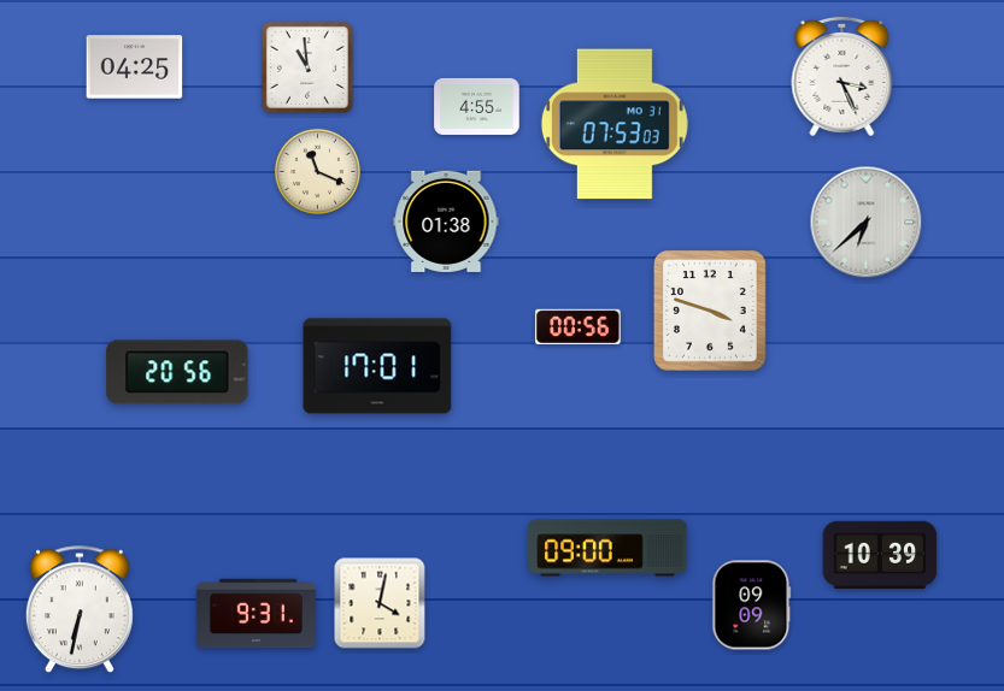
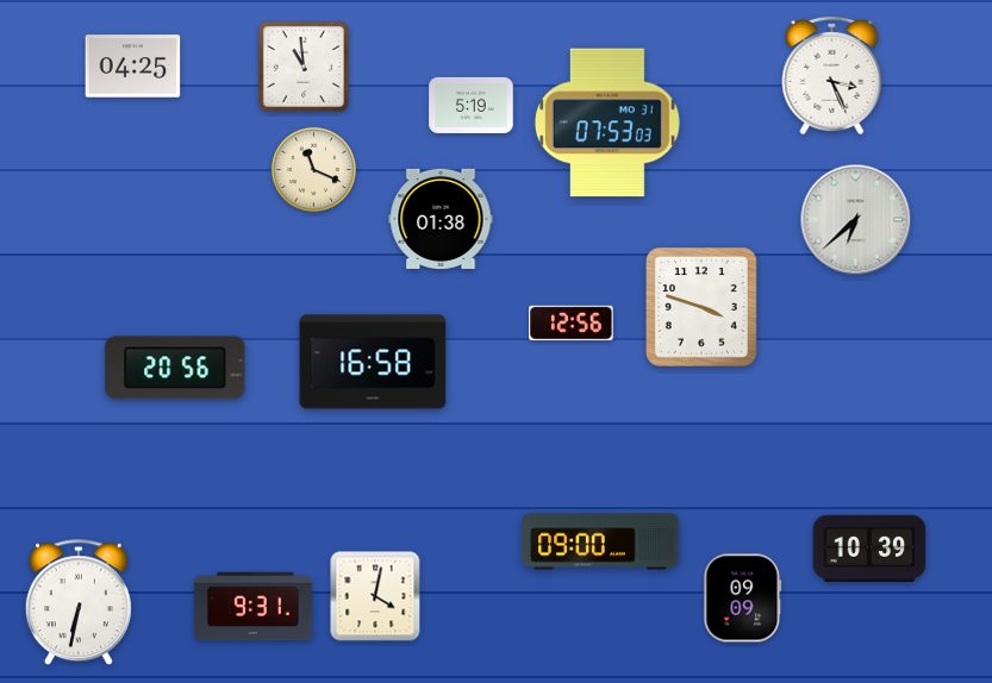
clock at (477, 106): 4:55 -> 5:19
clock at (579, 326): 00:56 -> 12:56
clock at (377, 366): 17:01 -> 16:58
